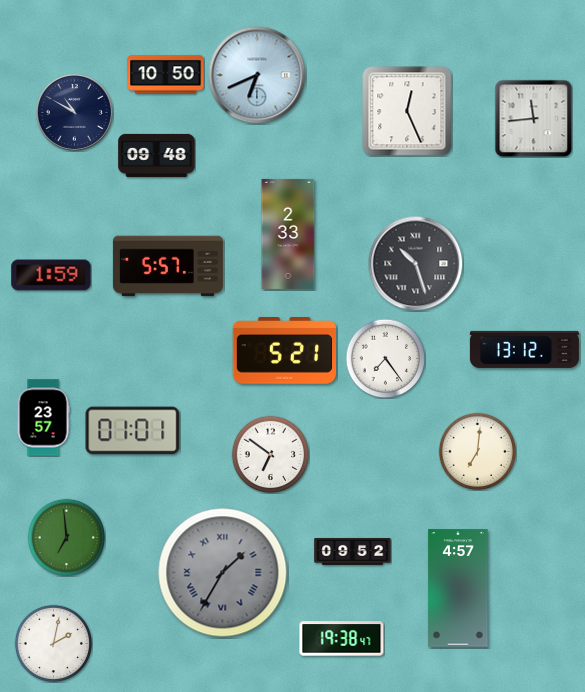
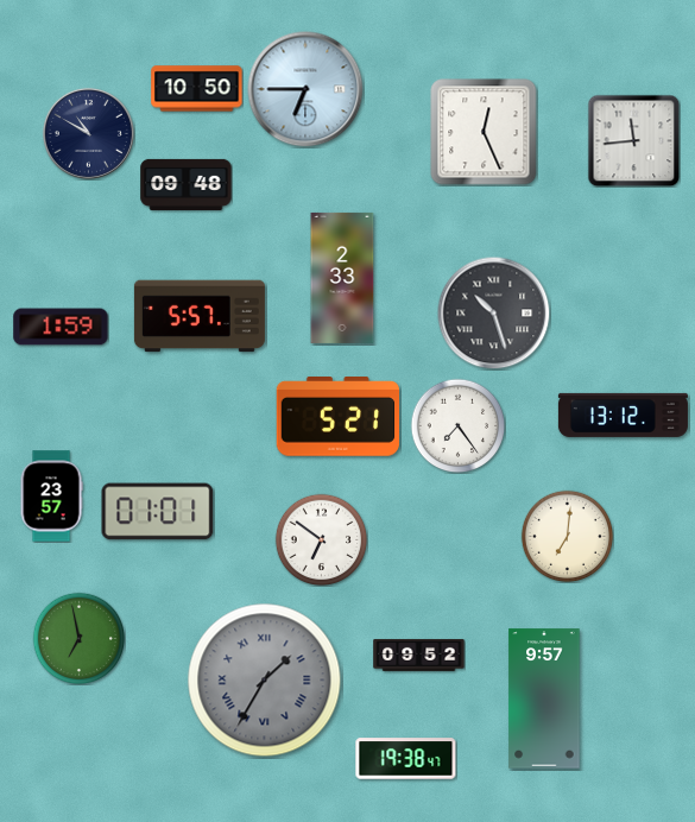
clock at (257, 75): 6:41 -> 6:45
clock at (66, 537): 6:59 -> 6:58
clock at (458, 588): 4:57 -> 9:57
clock at (53, 643): 2:02 -> none
